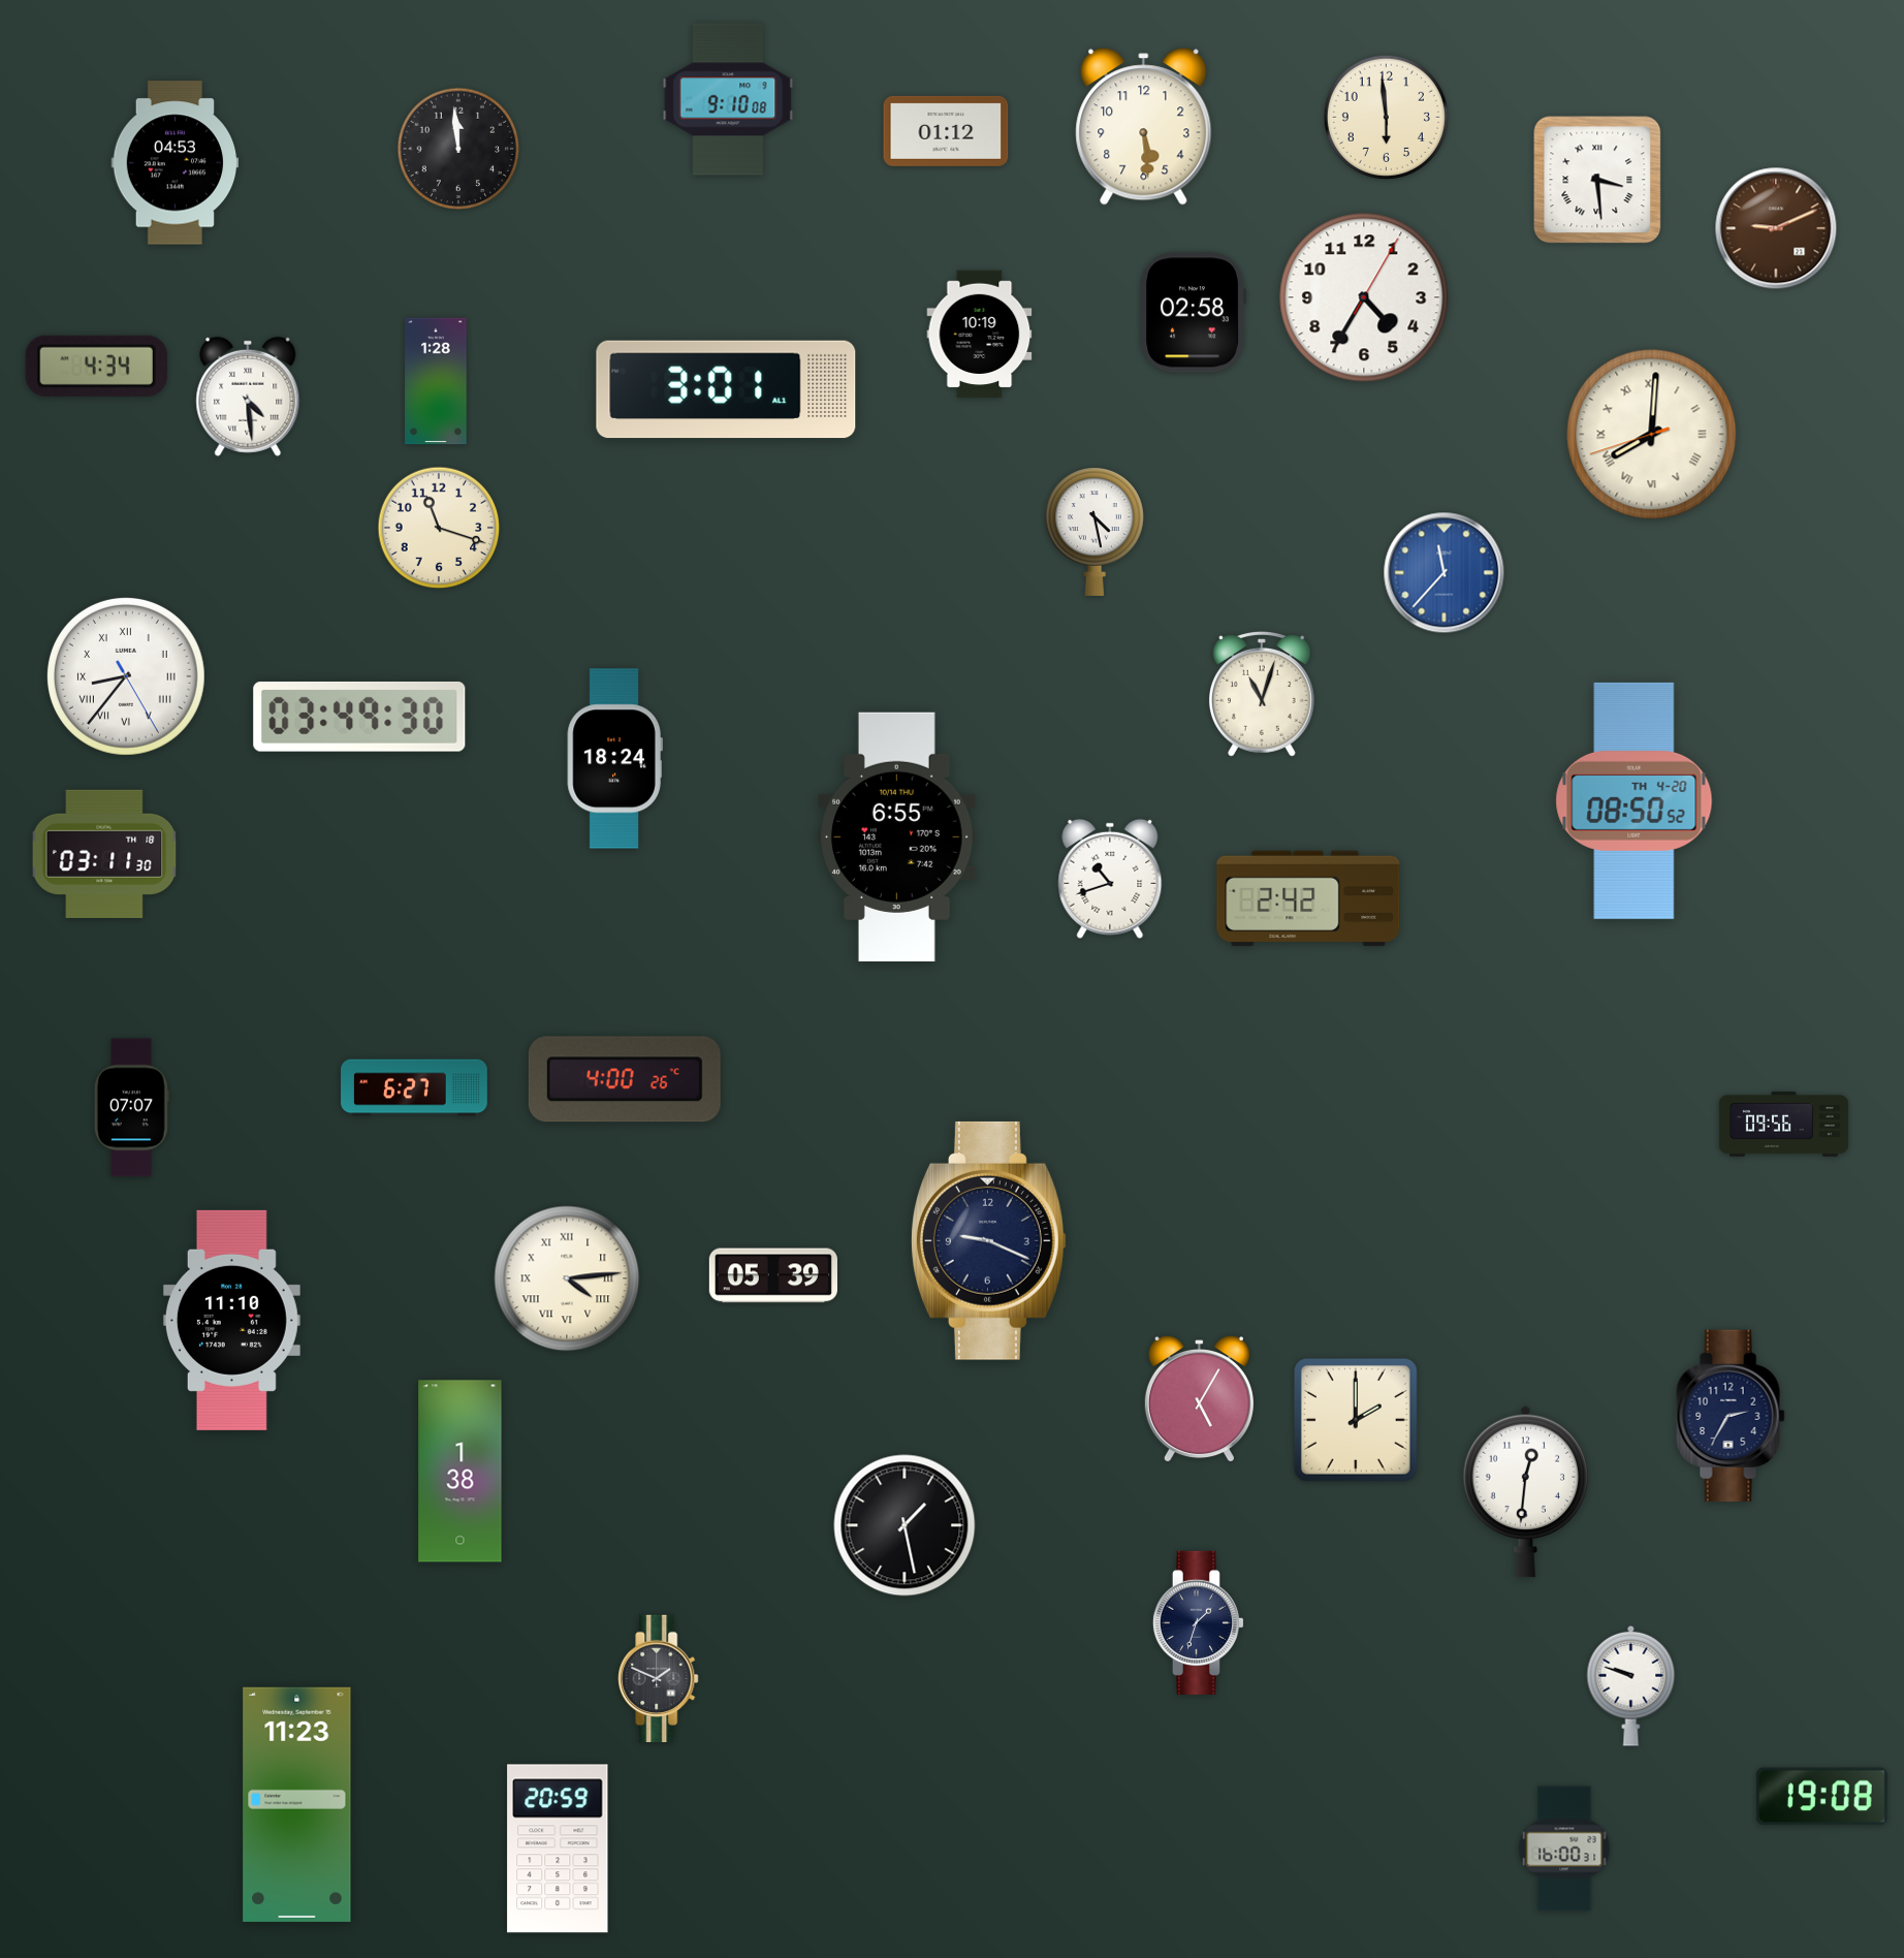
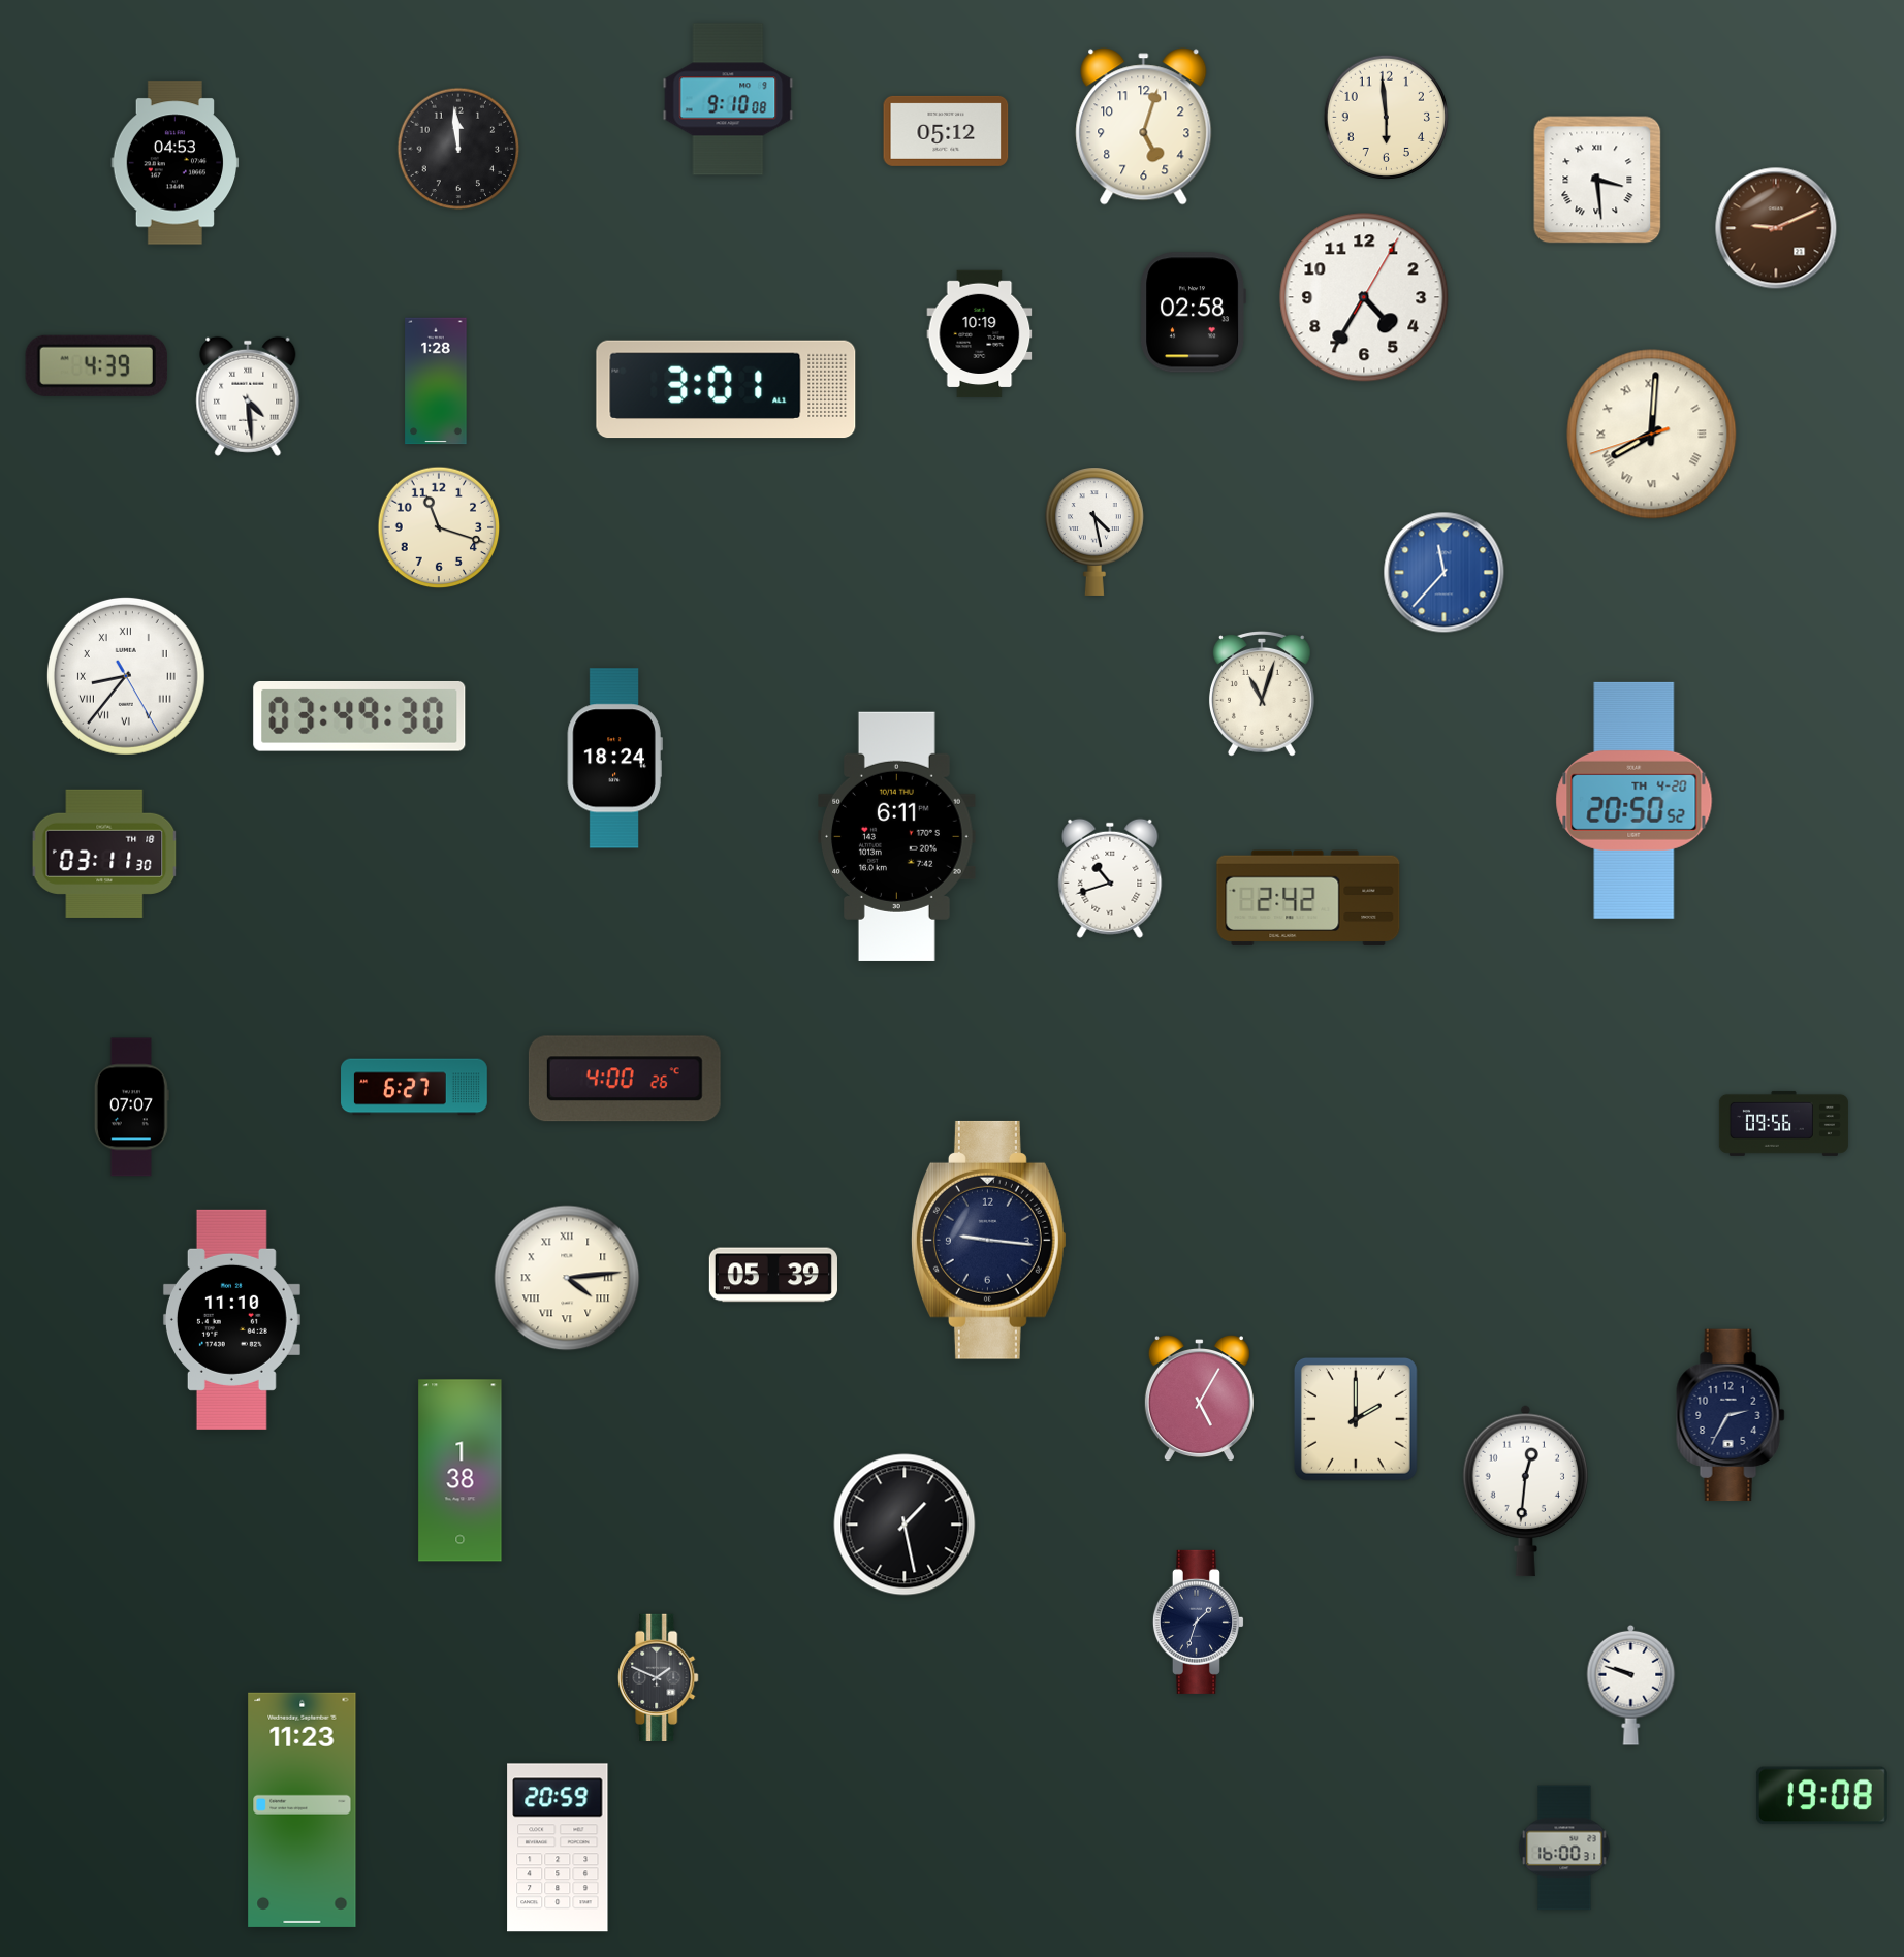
clock at (1144, 127): 5:29 -> 5:03
clock at (946, 131): 01:12 -> 05:12
clock at (96, 366): 4:34 -> 4:39
clock at (1635, 800): 08:50 -> 20:50
clock at (897, 836): 6:55 -> 6:11
clock at (988, 1240): 9:19 -> 9:16
clock at (297, 1804) position: (297, 1804) -> (303, 1809)
